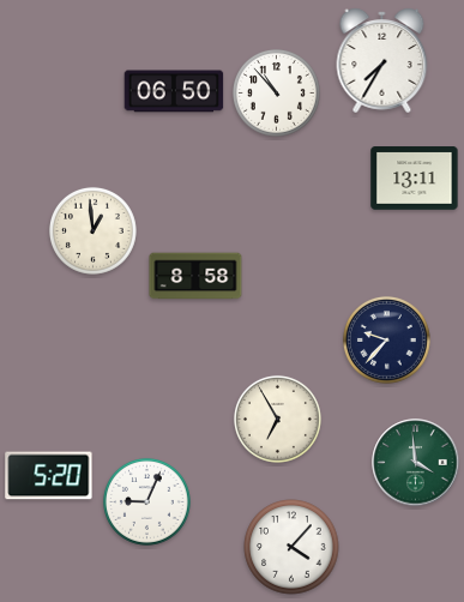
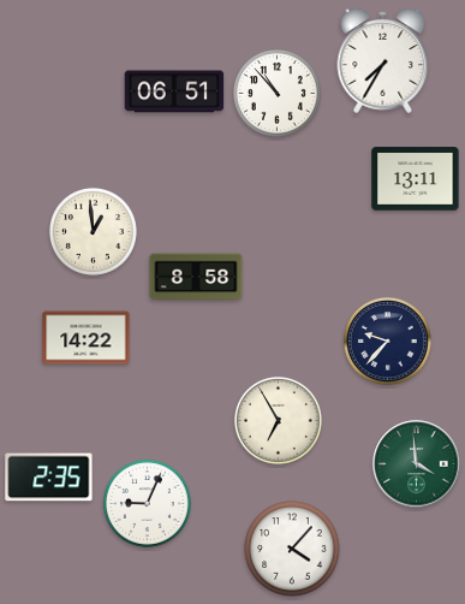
clock at (174, 91): 06:50 -> 06:51
clock at (87, 338): none -> 14:22
clock at (49, 476): 5:20 -> 2:35
